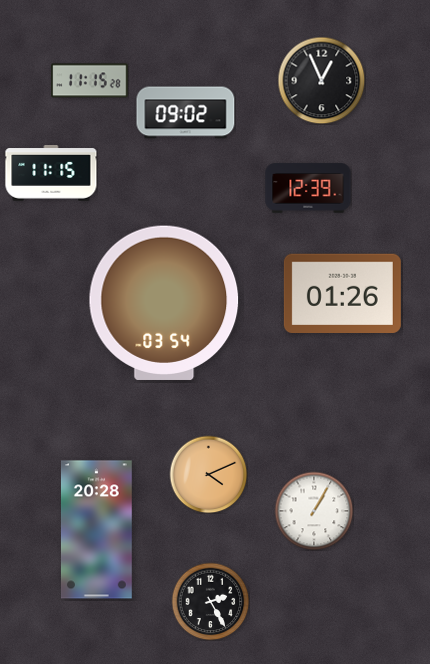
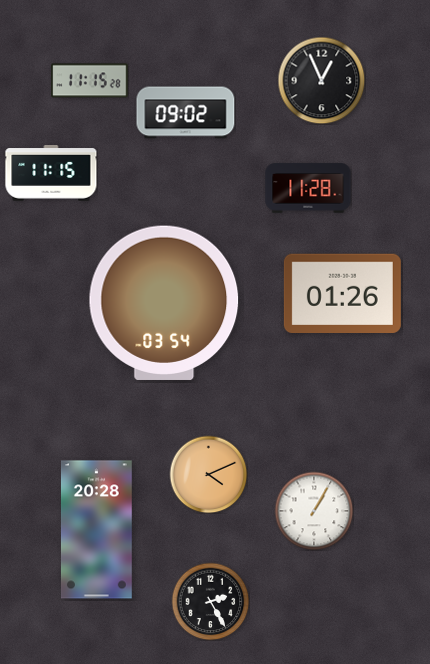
clock at (308, 188): 12:39 -> 11:28
